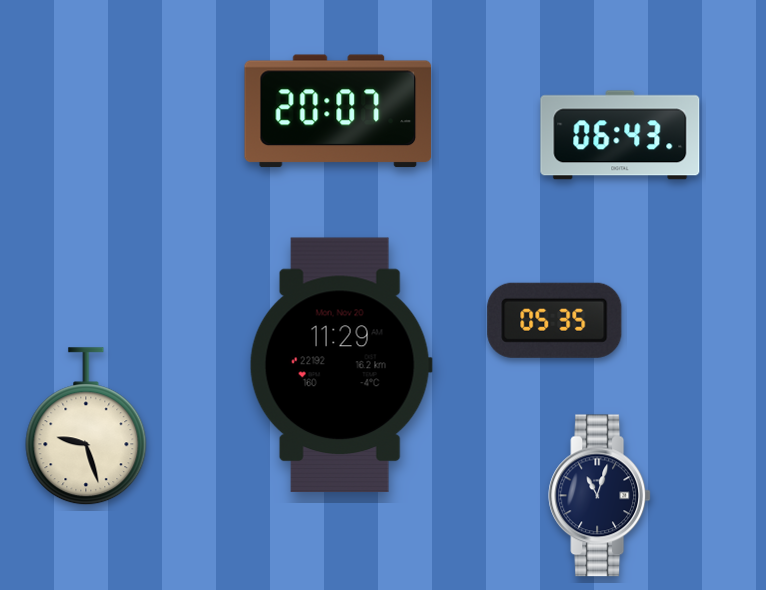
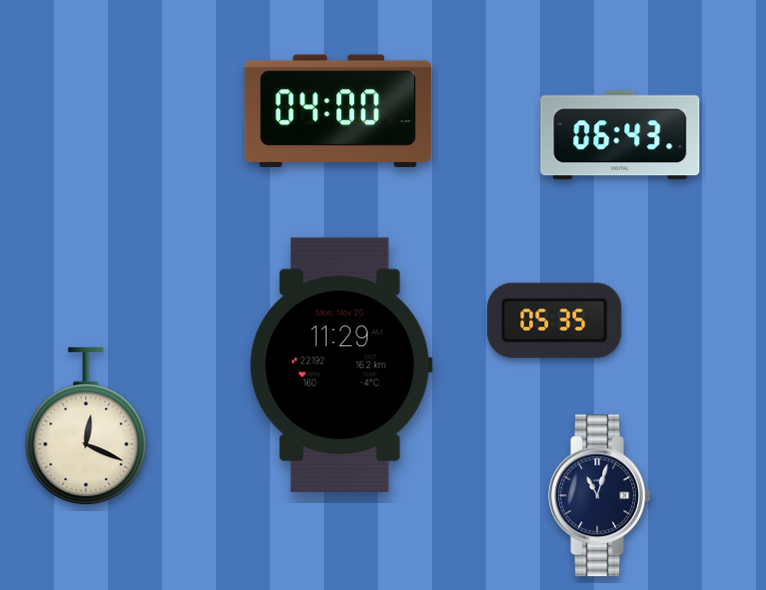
clock at (338, 111): 20:07 -> 04:00
clock at (86, 427): 9:27 -> 12:19
